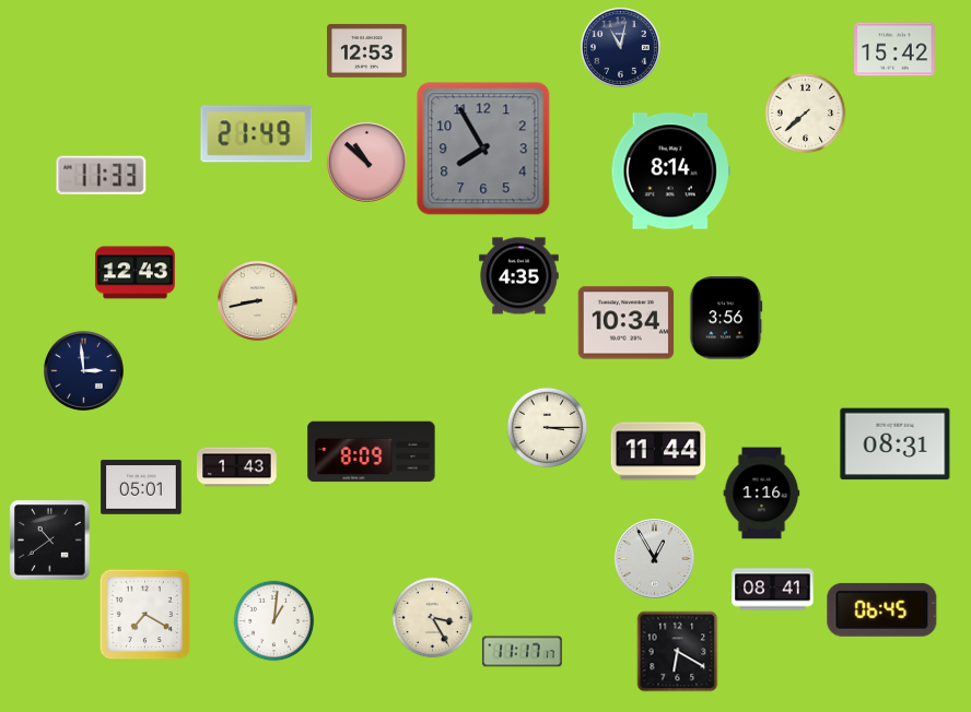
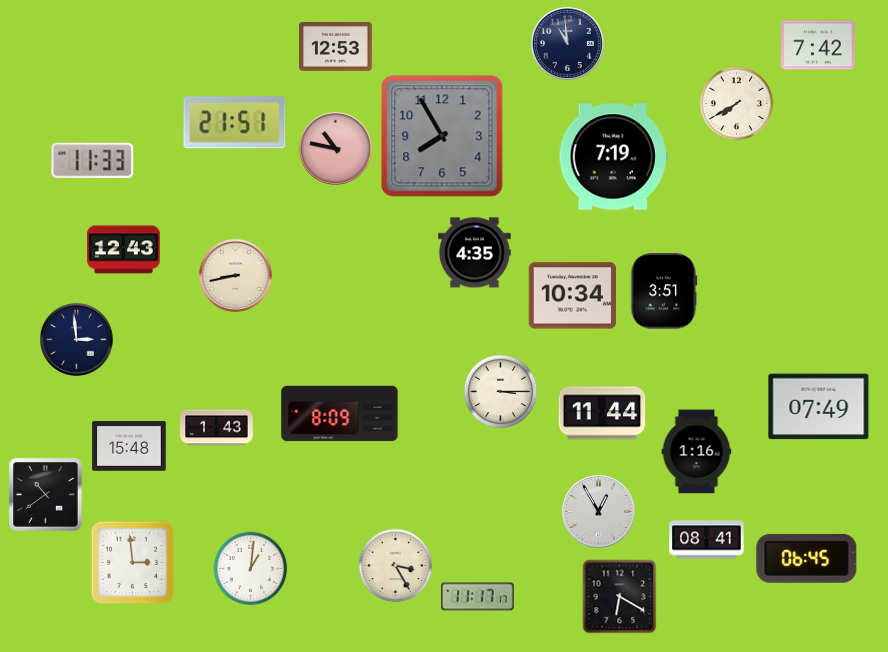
clock at (620, 47): 11:02 -> 10:59
clock at (894, 49): 15:42 -> 7:42
clock at (806, 114): 7:38 -> 7:40
clock at (257, 134): 21:49 -> 21:51
clock at (366, 162): 10:52 -> 10:47
clock at (670, 171): 8:14 -> 7:19
clock at (726, 318): 3:56 -> 3:51
clock at (896, 444): 08:31 -> 07:49
clock at (141, 487): 05:01 -> 15:48
clock at (145, 615): 7:20 -> 2:59
